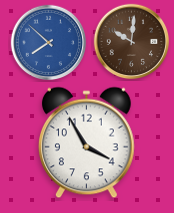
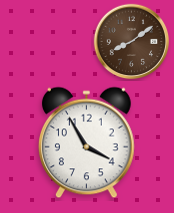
clock at (132, 42): 10:01 -> 8:09
clock at (49, 43): 7:52 -> none
